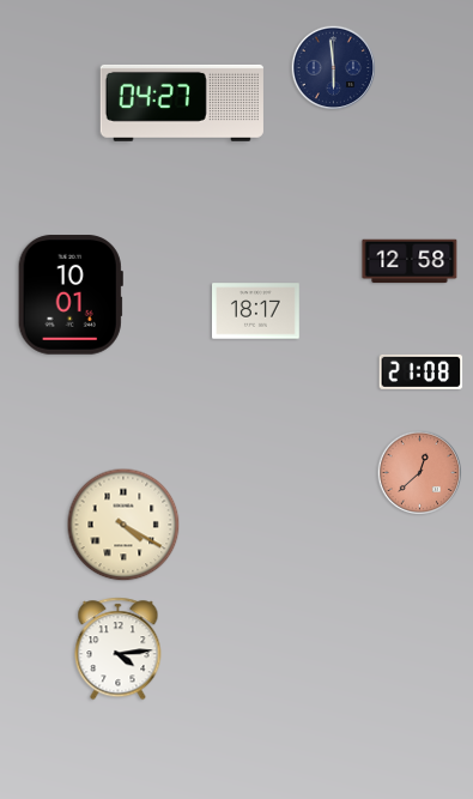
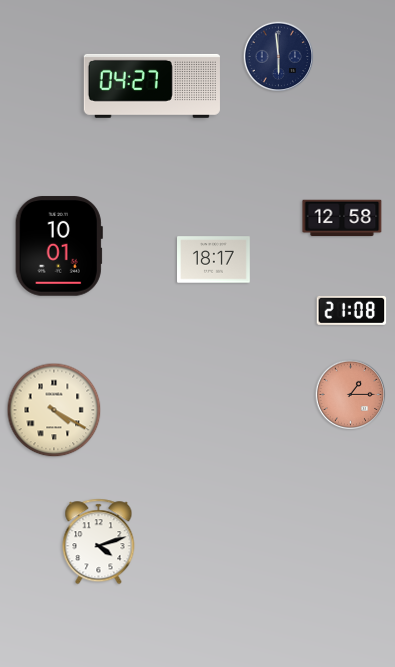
clock at (420, 473): 12:38 -> 1:15
clock at (123, 525) position: (123, 525) -> (54, 410)
clock at (119, 649): 4:14 -> 4:12
